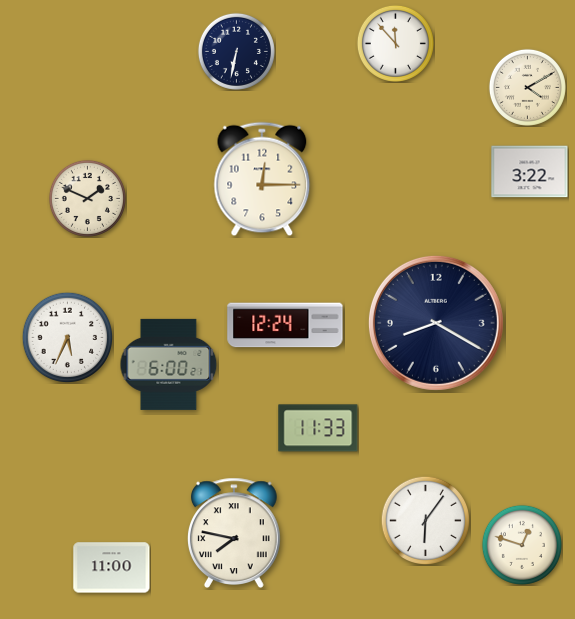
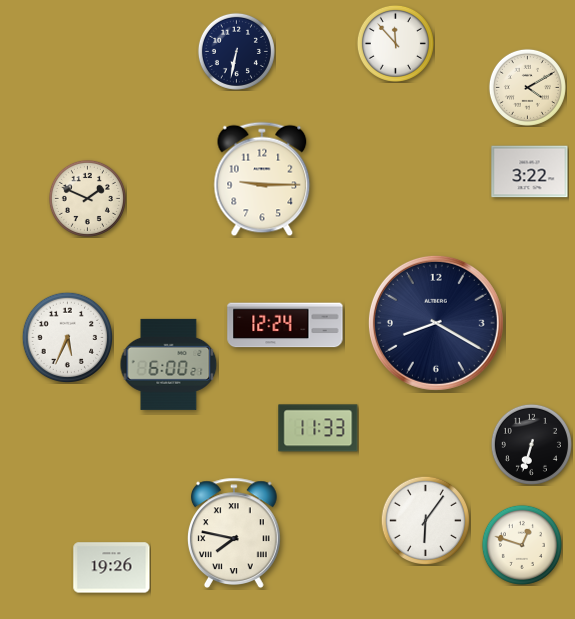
clock at (262, 179): 12:15 -> 9:15
clock at (531, 444): none -> 6:33
clock at (112, 568): 11:00 -> 19:26
